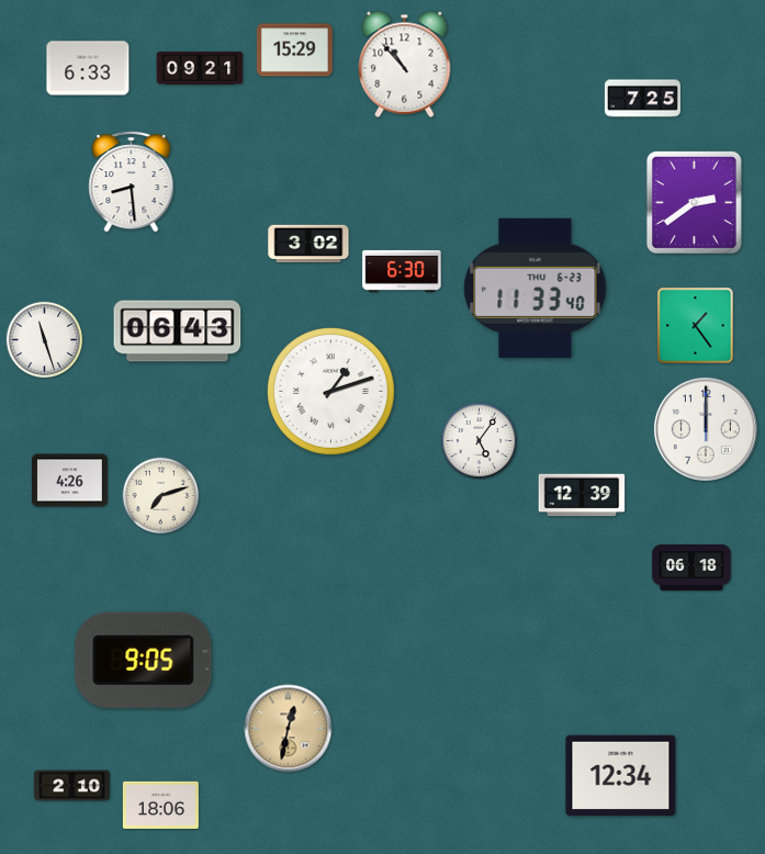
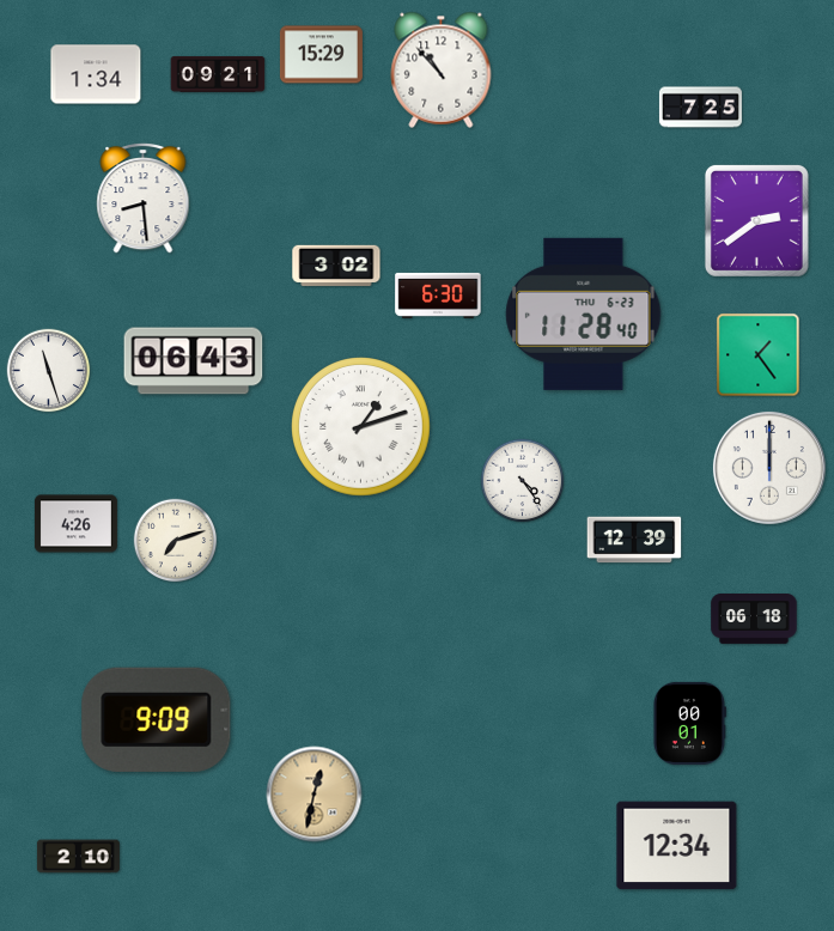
clock at (88, 68): 6:33 -> 1:34
clock at (536, 288): 11:33 -> 11:28
clock at (480, 441): 5:06 -> 4:24
clock at (144, 660): 9:05 -> 9:09
clock at (689, 723): none -> 00:01
clock at (160, 805): 18:06 -> none
